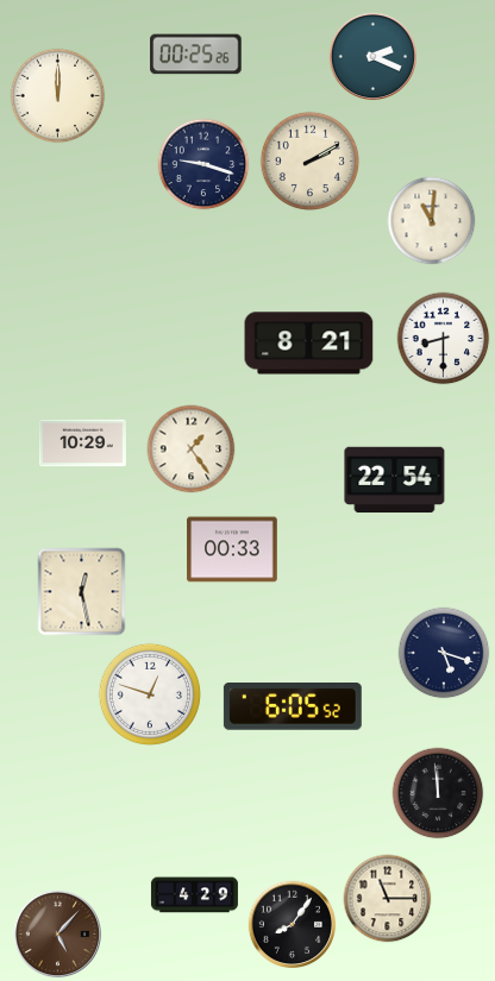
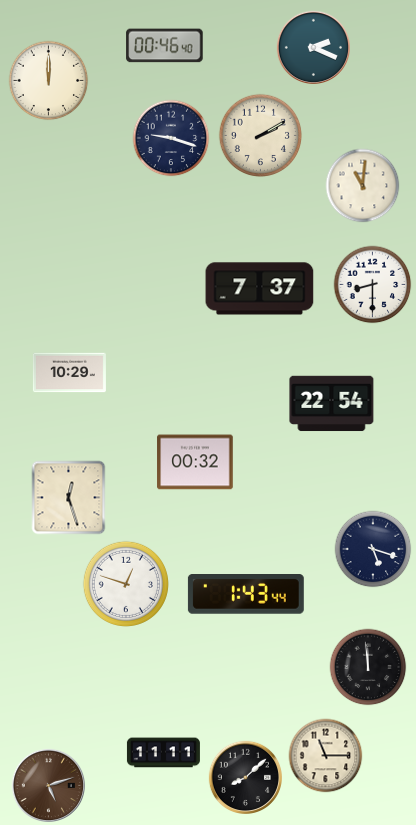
clock at (196, 55): 00:25 -> 00:46
clock at (309, 344): 8:21 -> 7:37
clock at (192, 449): 1:24 -> none
clock at (232, 549): 00:33 -> 00:32
clock at (82, 592): 12:28 -> 12:27
clock at (293, 708): 6:05 -> 1:43
clock at (194, 895): 4:29 -> 11:11
clock at (292, 924): 8:06 -> 8:08
clock at (57, 933): 5:07 -> 5:12
